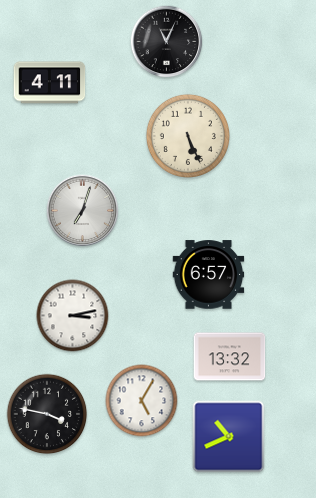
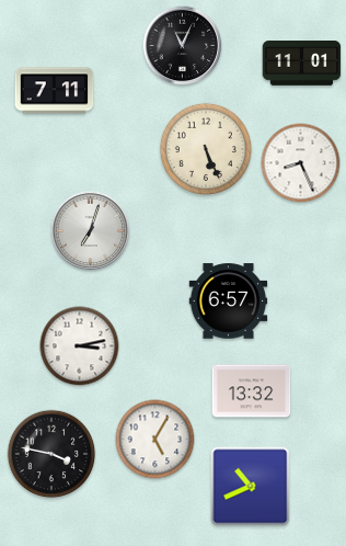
clock at (302, 64): none -> 11:01
clock at (50, 83): 4:11 -> 7:11
clock at (301, 163): none -> 8:26
clock at (229, 437) position: (229, 437) -> (251, 487)
